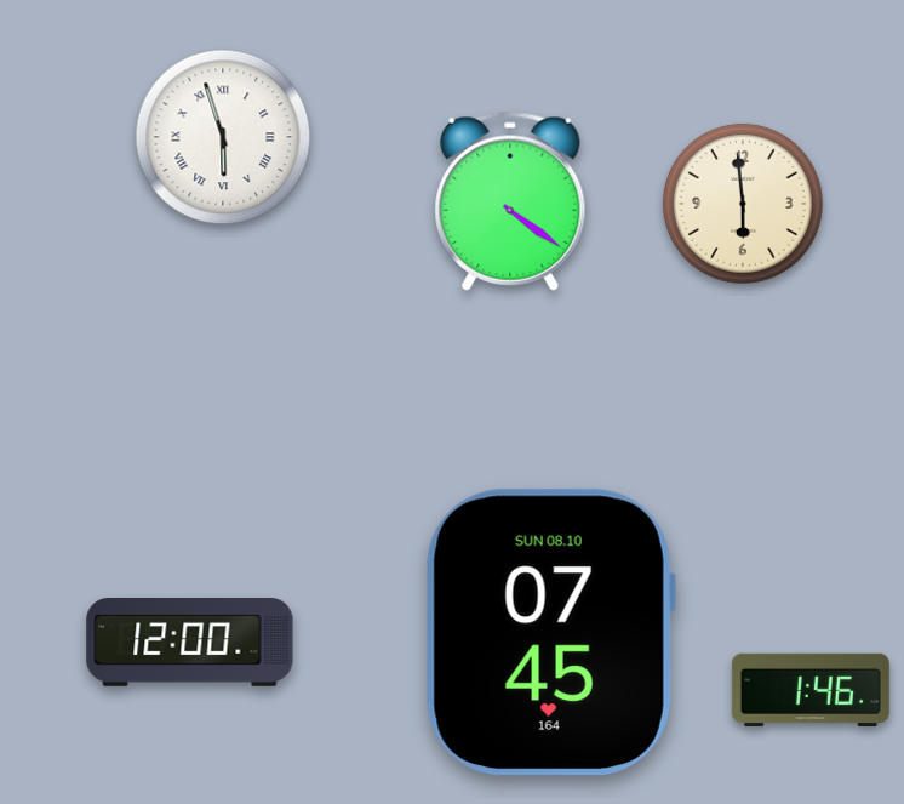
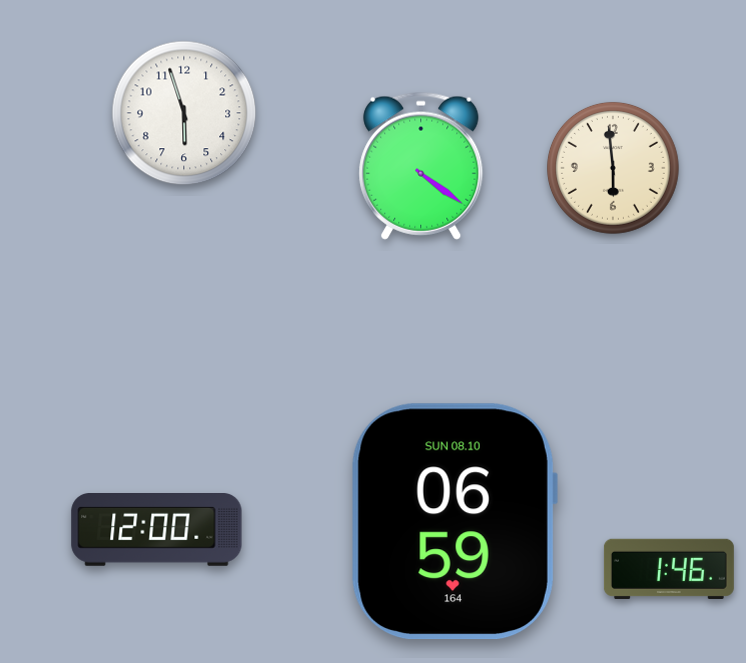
clock at (223, 137) numerals: Roman -> Arabic
clock at (550, 633): 07:45 -> 06:59
